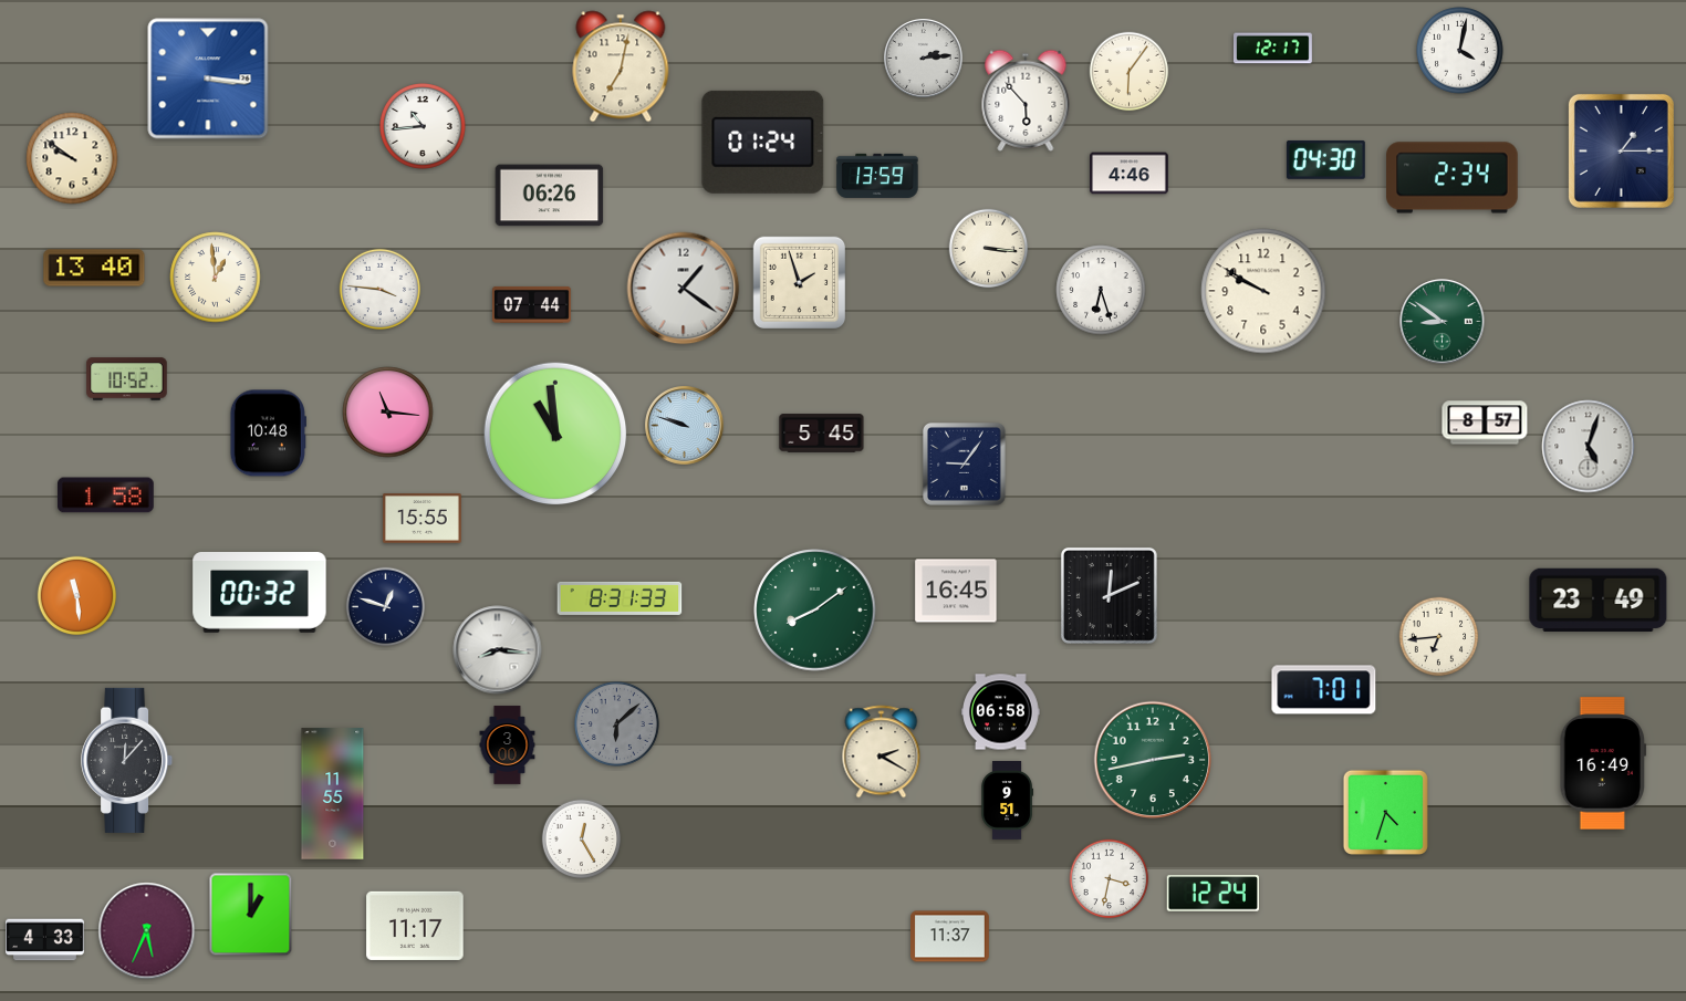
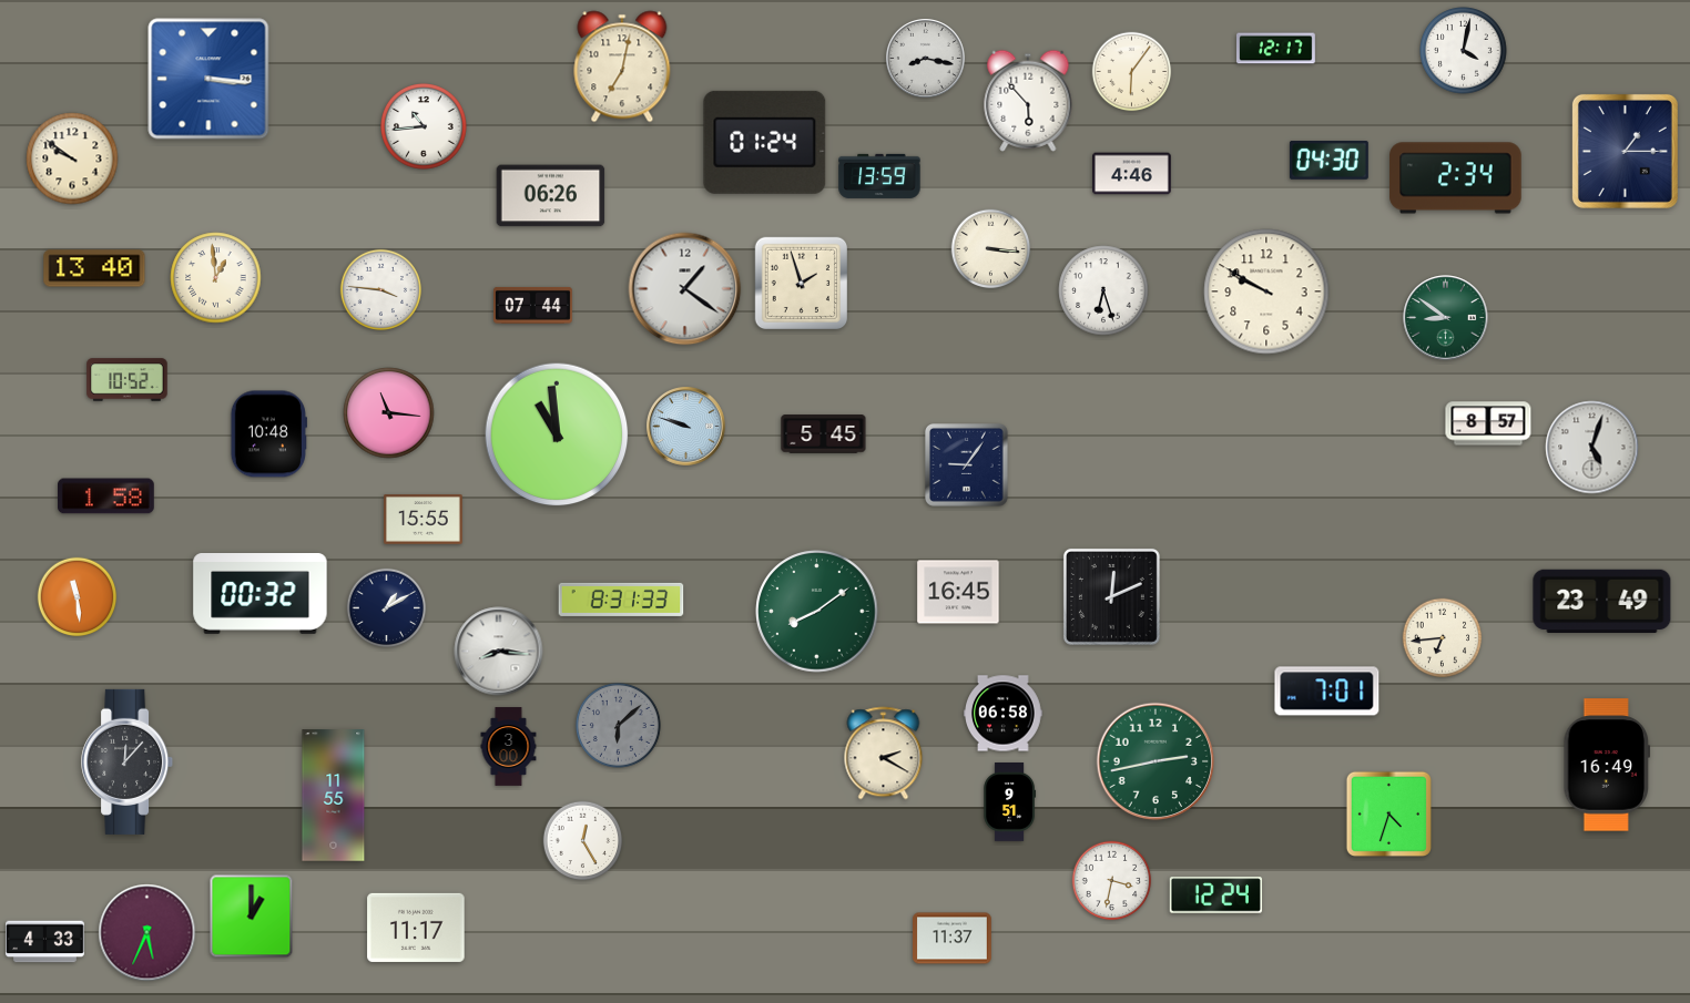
clock at (924, 59): 2:14 -> 8:17
clock at (1443, 322) position: (1443, 322) -> (1446, 318)
clock at (386, 607): 12:48 -> 1:10
